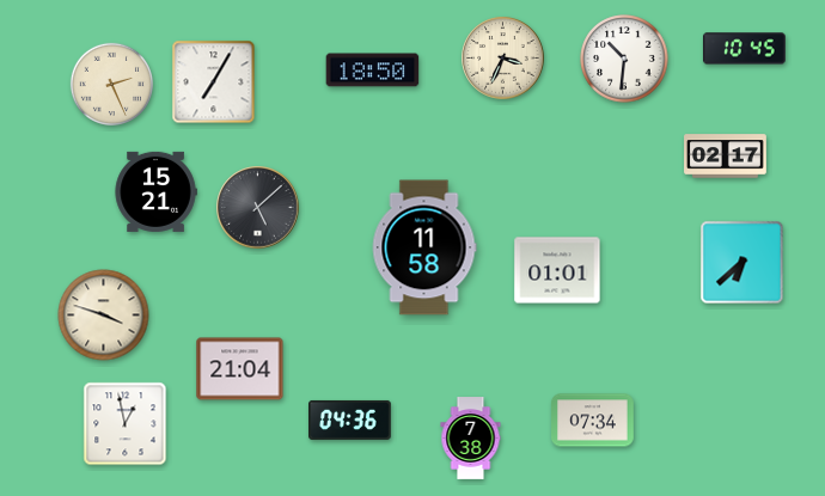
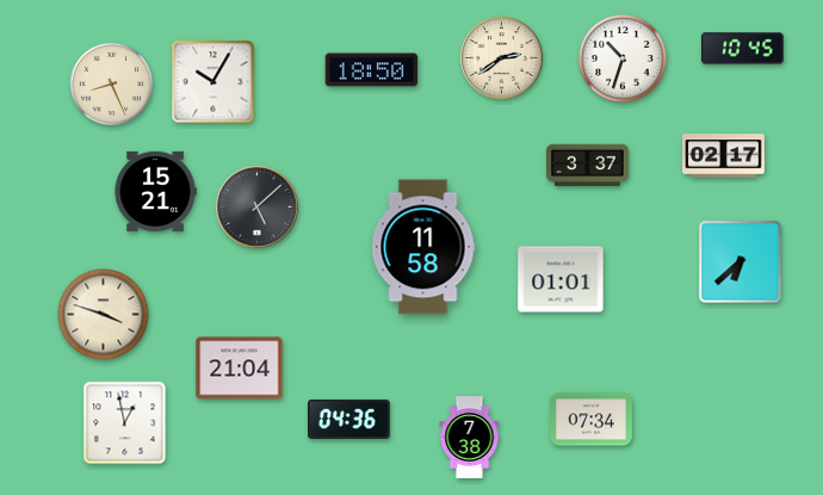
clock at (503, 59): 3:34 -> 2:39
clock at (624, 59): 10:31 -> 10:33
clock at (214, 82): 7:05 -> 10:05
clock at (111, 84): 2:26 -> 8:26
clock at (588, 166): none -> 3:37
clock at (557, 270) position: (557, 270) -> (561, 279)
